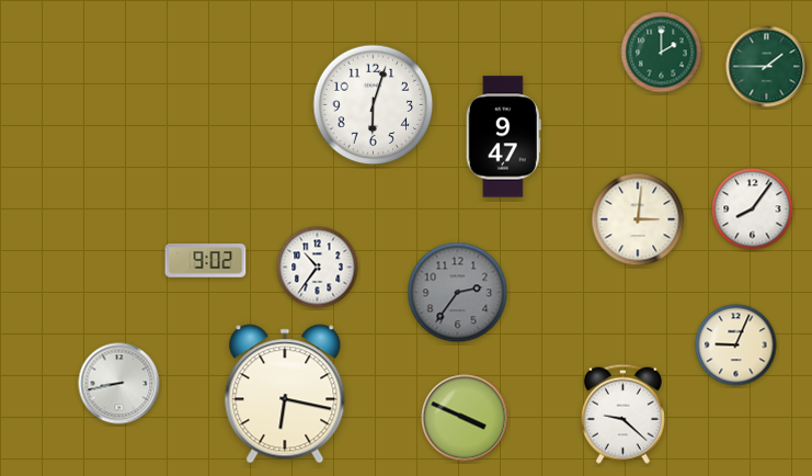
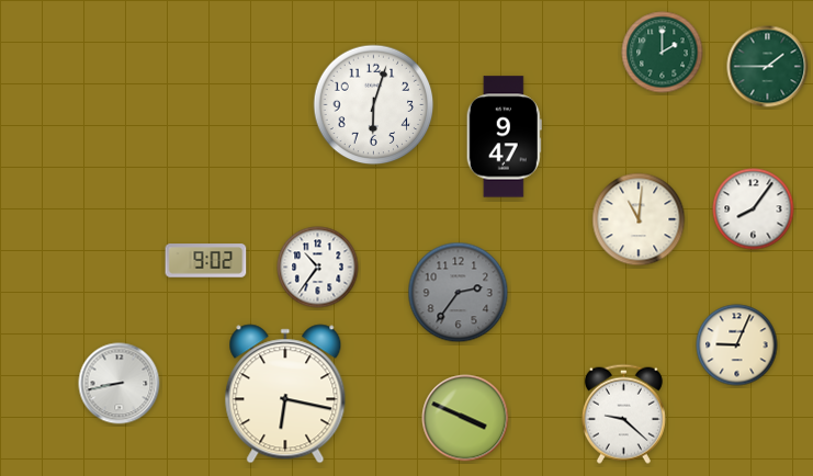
clock at (638, 219): 3:01 -> 11:01
